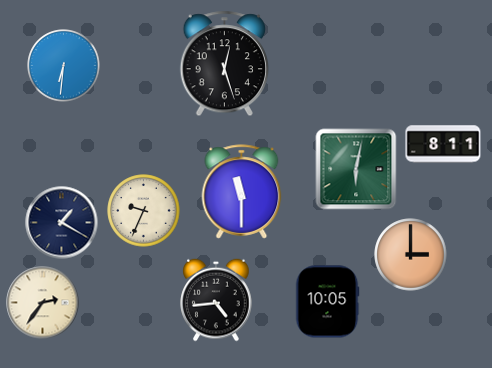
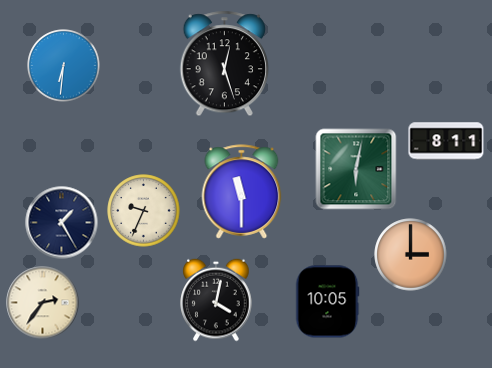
clock at (443, 144) position: (443, 144) -> (446, 141)
clock at (62, 223): 1:20 -> 1:25
clock at (216, 300): 4:44 -> 4:02
